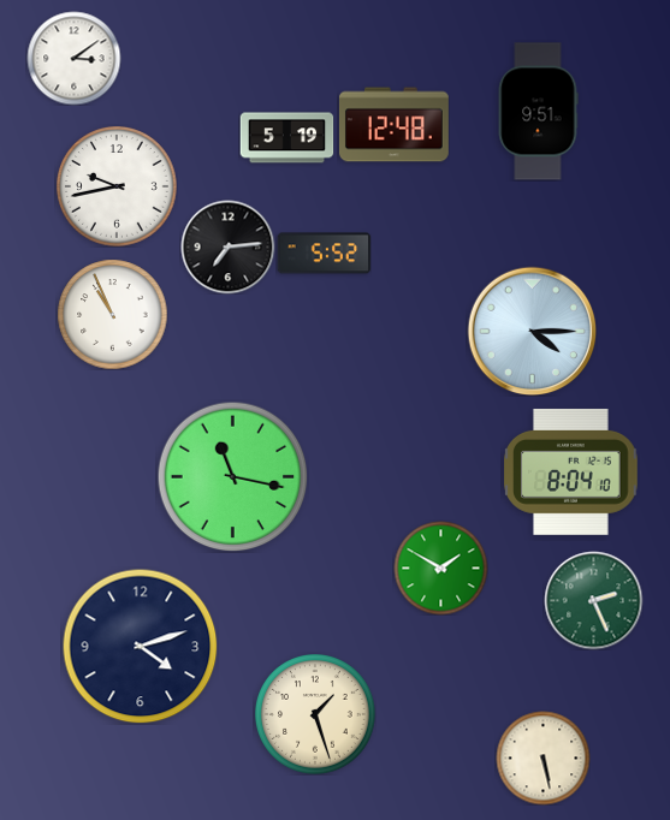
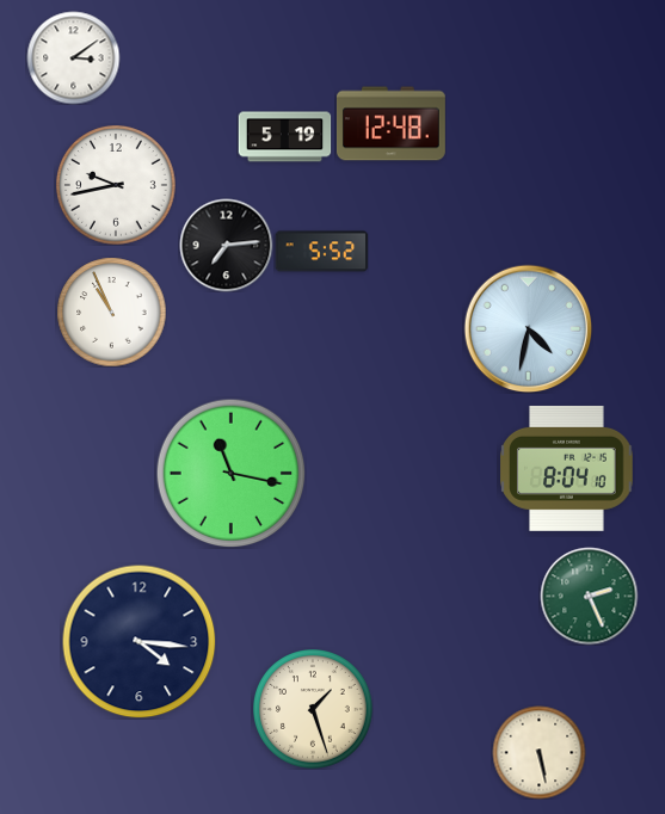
clock at (538, 112): 9:51 -> none
clock at (532, 331): 4:15 -> 4:32
clock at (440, 568): 1:50 -> none
clock at (140, 646): 4:12 -> 4:16
